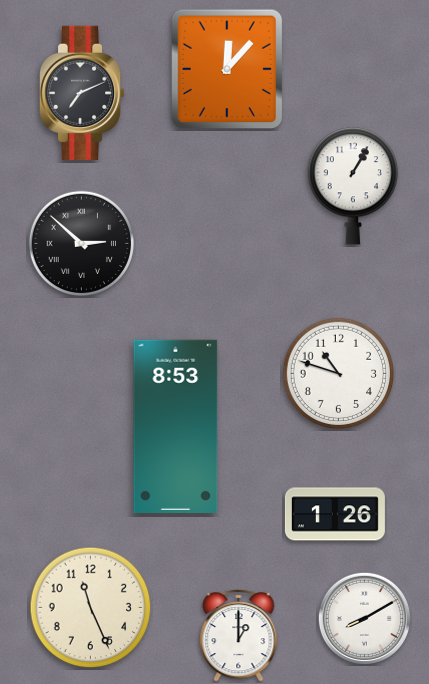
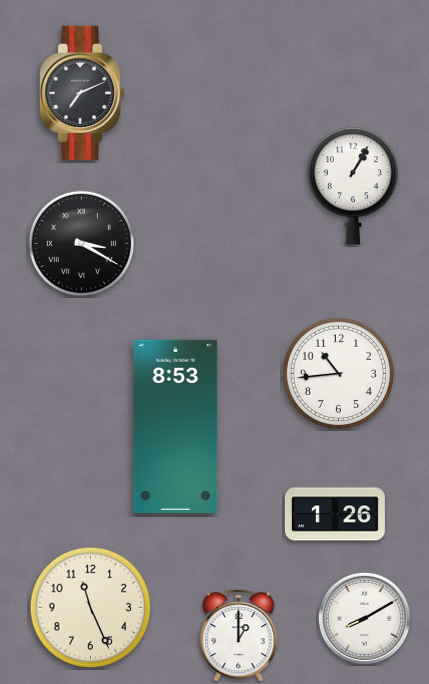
clock at (227, 69): 12:07 -> none
clock at (81, 243): 2:52 -> 3:20
clock at (339, 374): 10:48 -> 10:44
